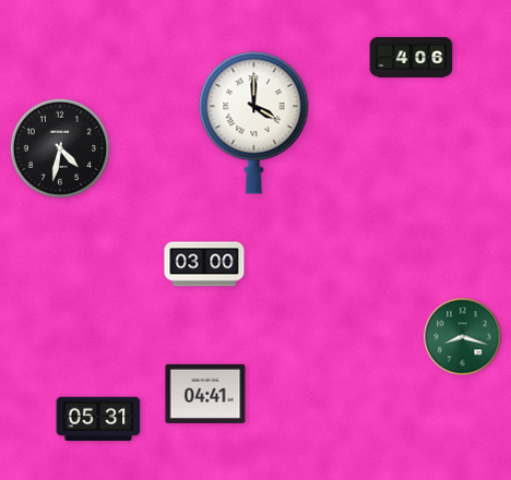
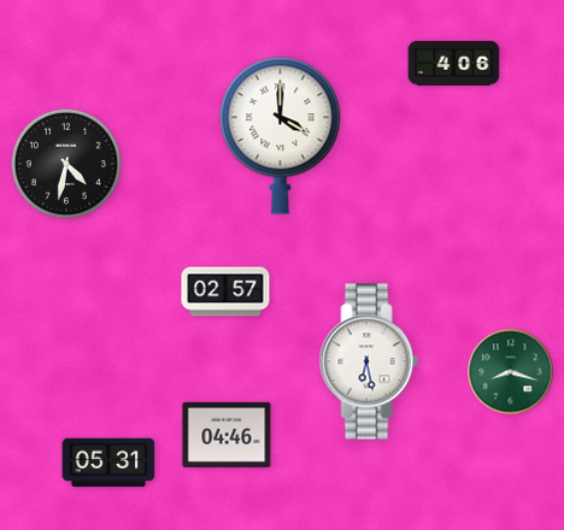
clock at (204, 264): 03:00 -> 02:57
clock at (369, 361): none -> 6:28
clock at (205, 394): 04:41 -> 04:46
